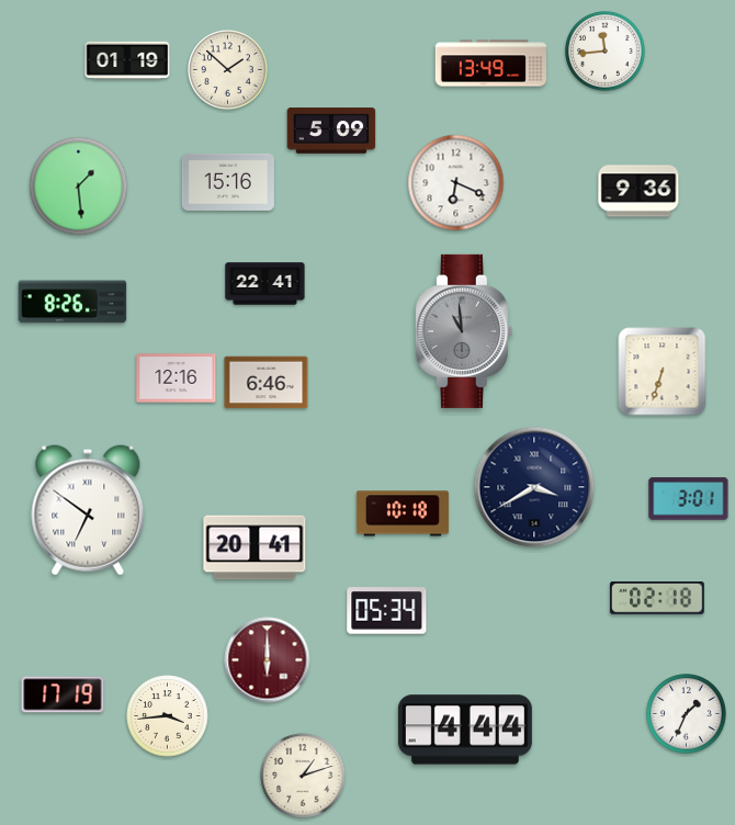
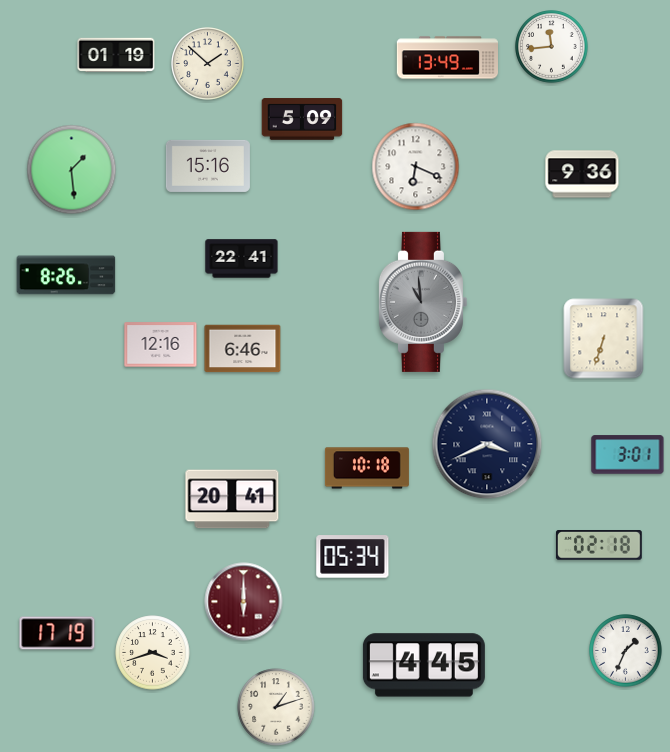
clock at (534, 487): 3:40 -> 3:41
clock at (88, 510): 6:51 -> none
clock at (168, 716): 3:44 -> 3:42
clock at (465, 730): 4:44 -> 4:45
